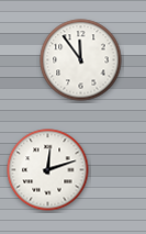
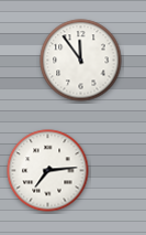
clock at (48, 170): 12:12 -> 7:14
